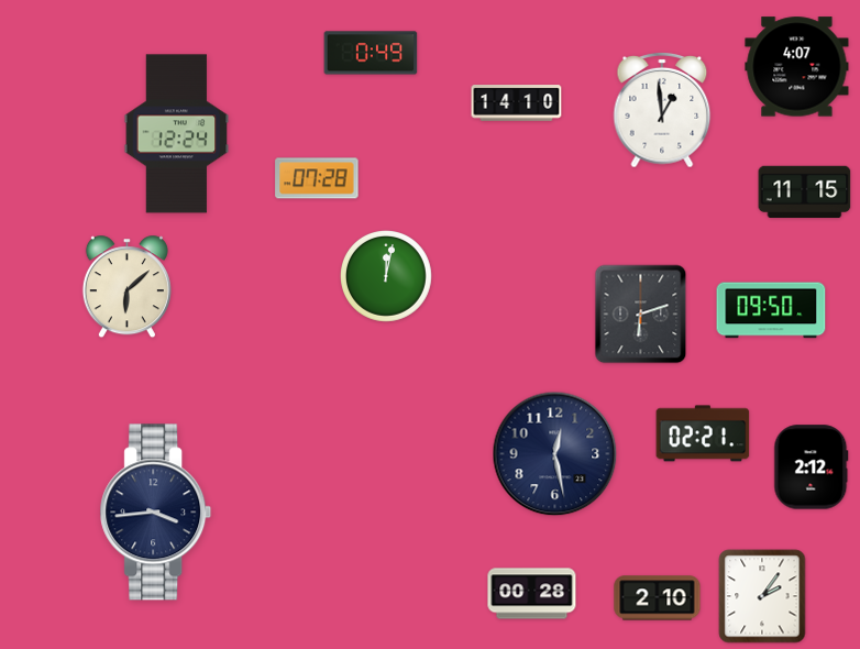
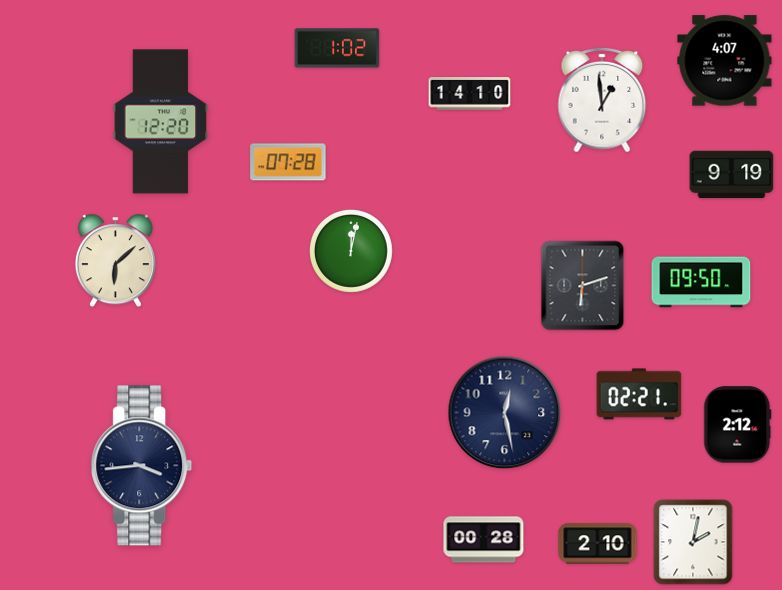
clock at (371, 53): 0:49 -> 1:02
clock at (177, 134): 12:24 -> 12:20
clock at (805, 193): 11:15 -> 9:19
clock at (762, 596): 2:06 -> 2:02
